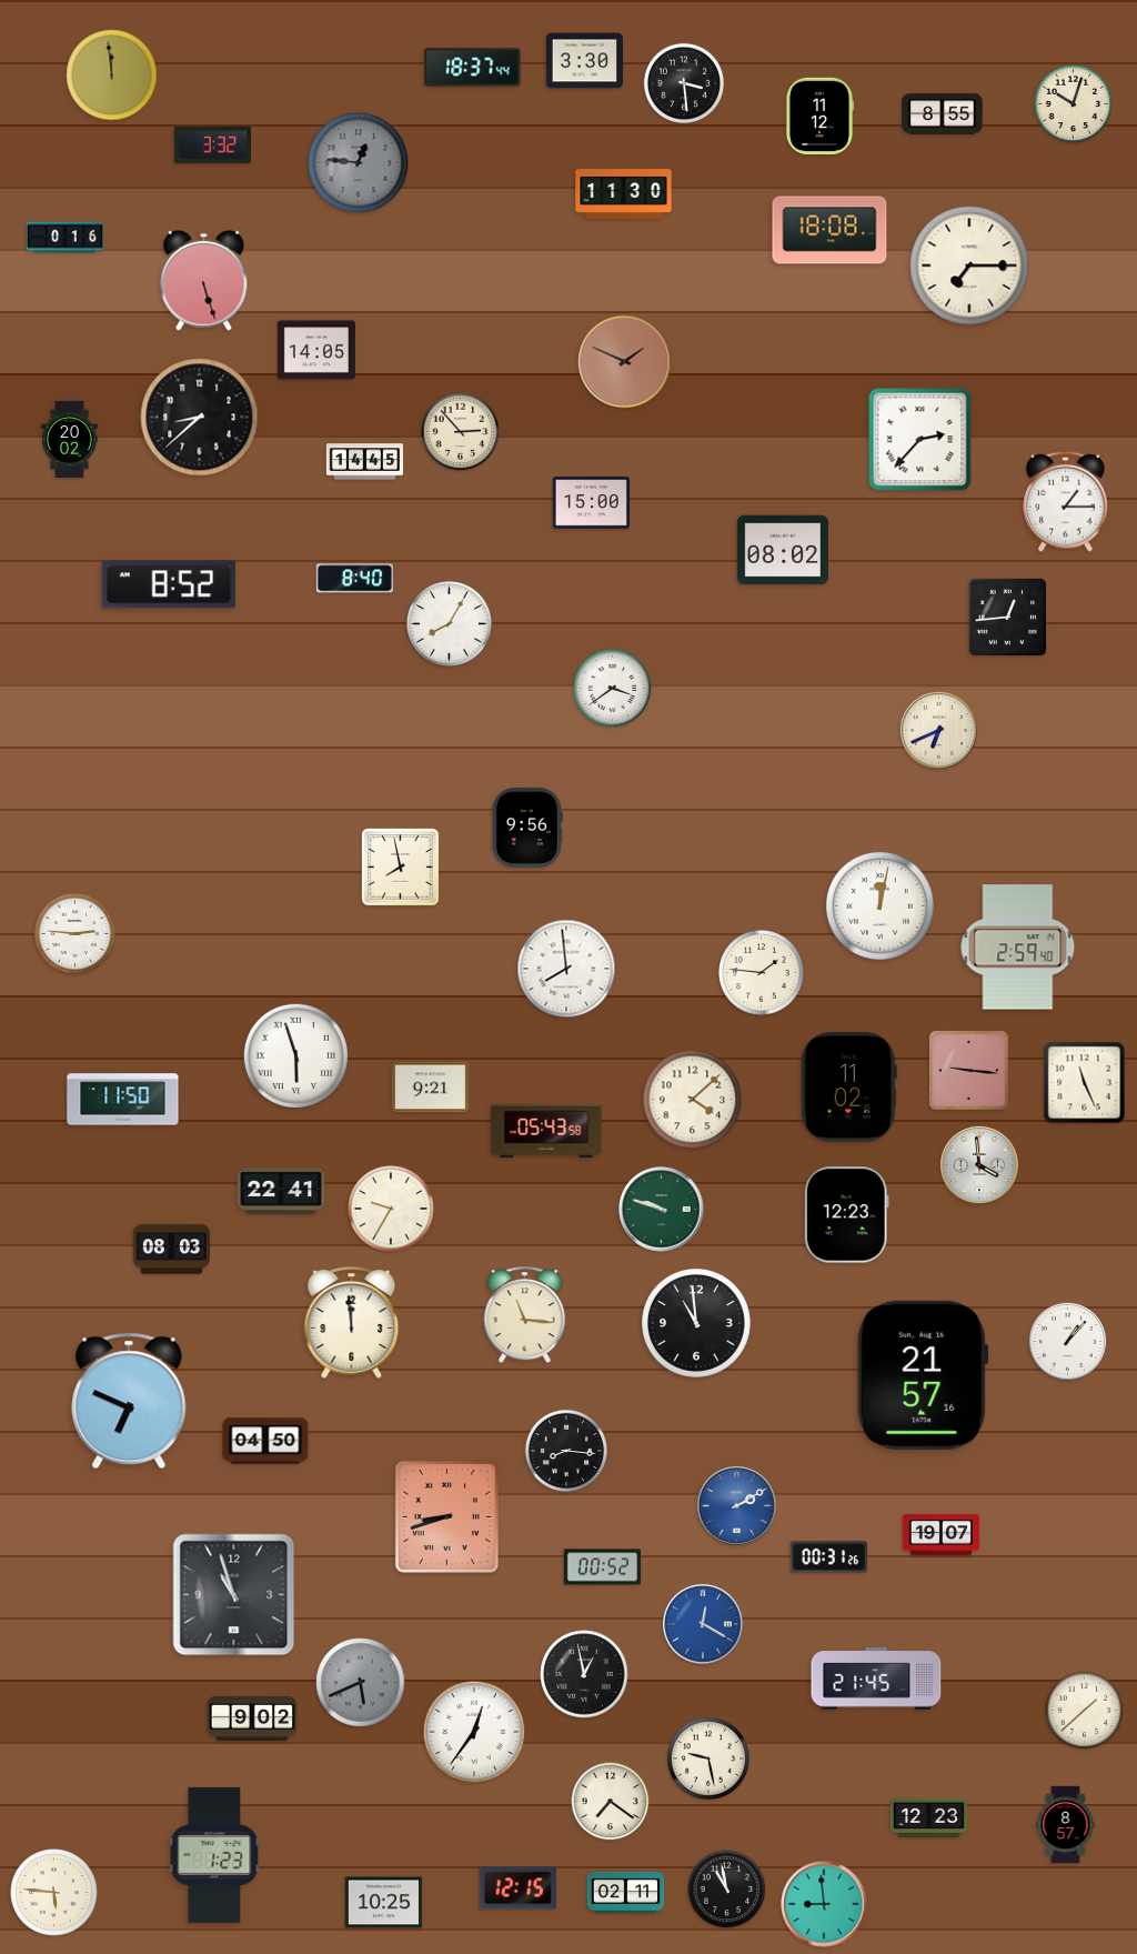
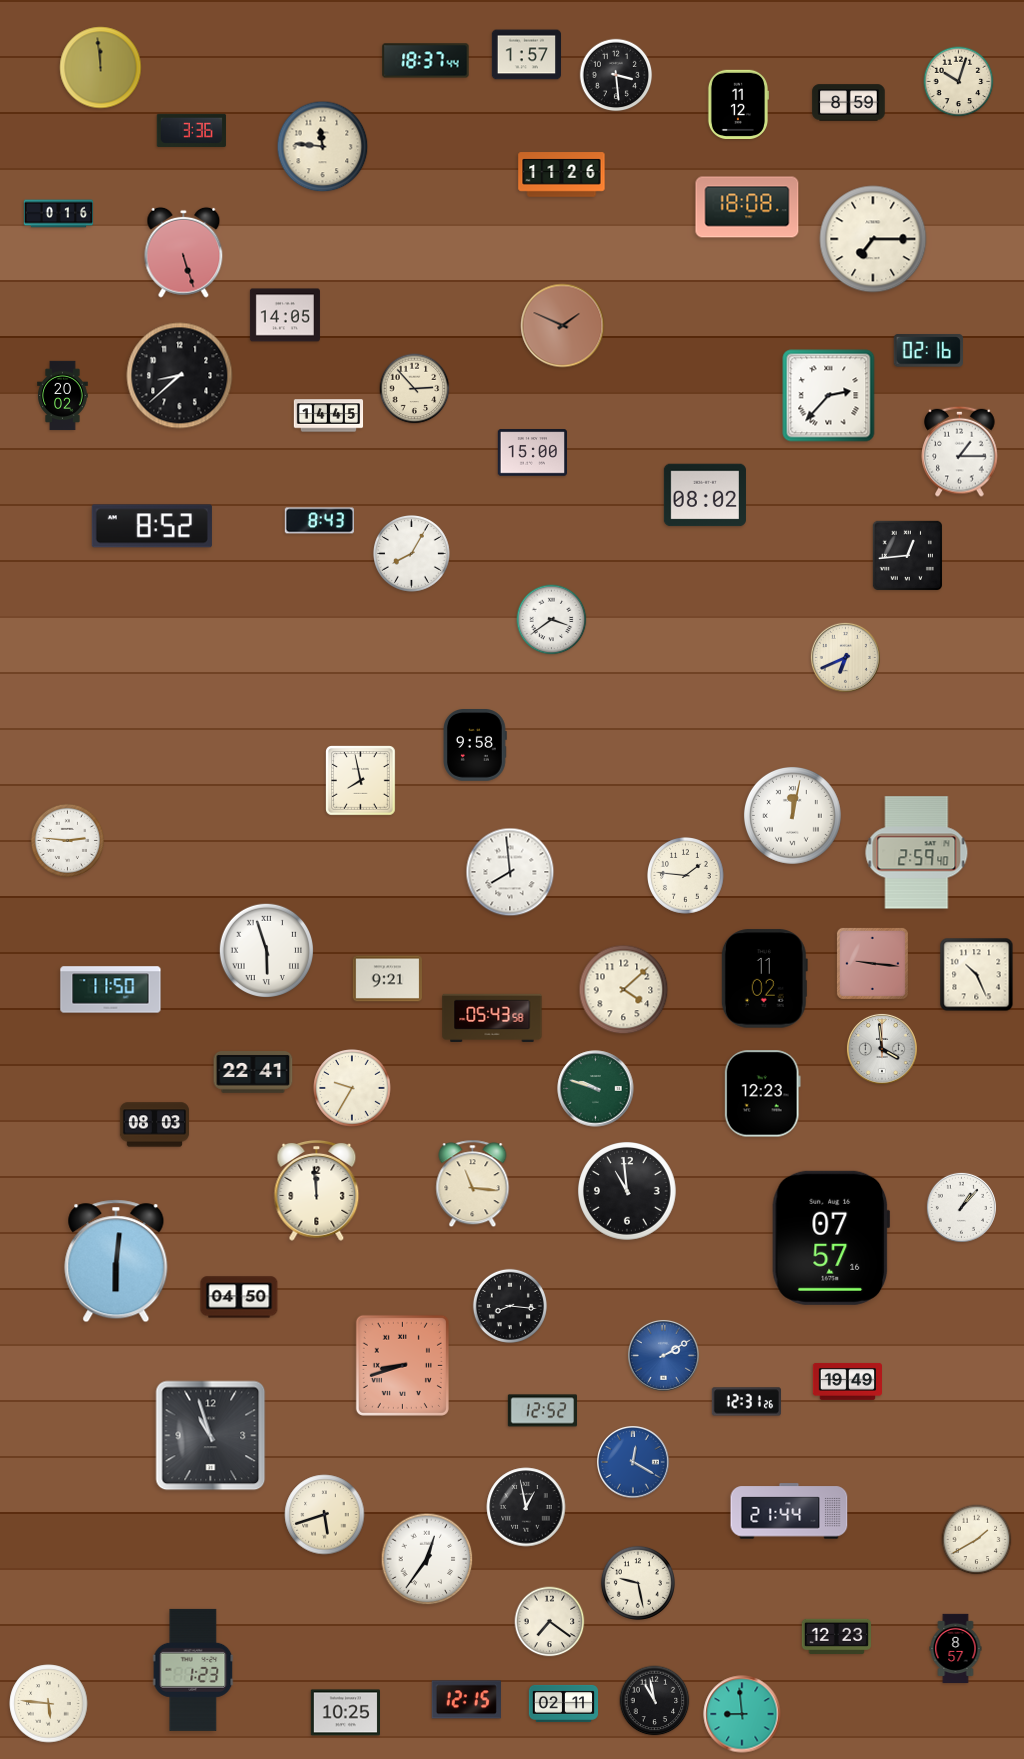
clock at (584, 61): 3:30 -> 1:57
clock at (1074, 104) position: (1074, 104) -> (959, 82)
clock at (943, 114): 8:55 -> 8:59
clock at (212, 144): 3:32 -> 3:36
clock at (359, 163): 12:46 -> 11:46
clock at (359, 163) dial: grey -> cream
clock at (624, 194): 11:30 -> 11:26
clock at (928, 351): none -> 02:16
clock at (354, 579): 8:40 -> 8:43
clock at (450, 624) position: (450, 624) -> (412, 554)
clock at (527, 828): 9:56 -> 9:58
clock at (1085, 1083): 11:26 -> 10:26
clock at (923, 1375): 21:57 -> 07:57
clock at (129, 1401): 6:49 -> 6:01
clock at (940, 1534): 19:07 -> 19:49
clock at (828, 1557): 00:31 -> 12:31
clock at (602, 1567): 00:52 -> 12:52
clock at (876, 1679): 21:45 -> 21:44
clock at (361, 1683): 5:41 -> 5:42
clock at (361, 1683) dial: grey -> cream
clock at (1085, 1711): 1:38 -> 1:40
clock at (252, 1718): 9:02 -> none
clock at (1066, 1825) position: (1066, 1825) -> (956, 1649)
